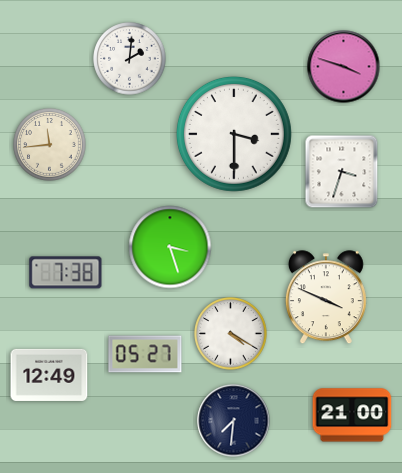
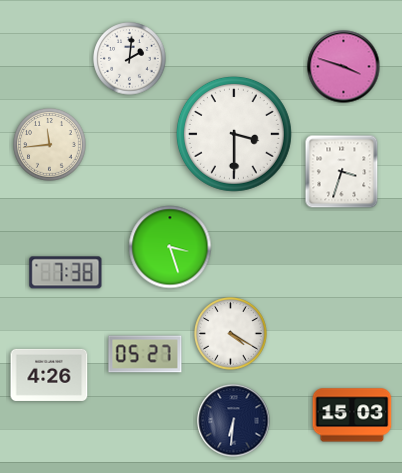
clock at (326, 298): 3:49 -> none
clock at (49, 375): 12:49 -> 4:26
clock at (352, 415): 21:00 -> 15:03
clock at (234, 421): 7:31 -> 6:31
